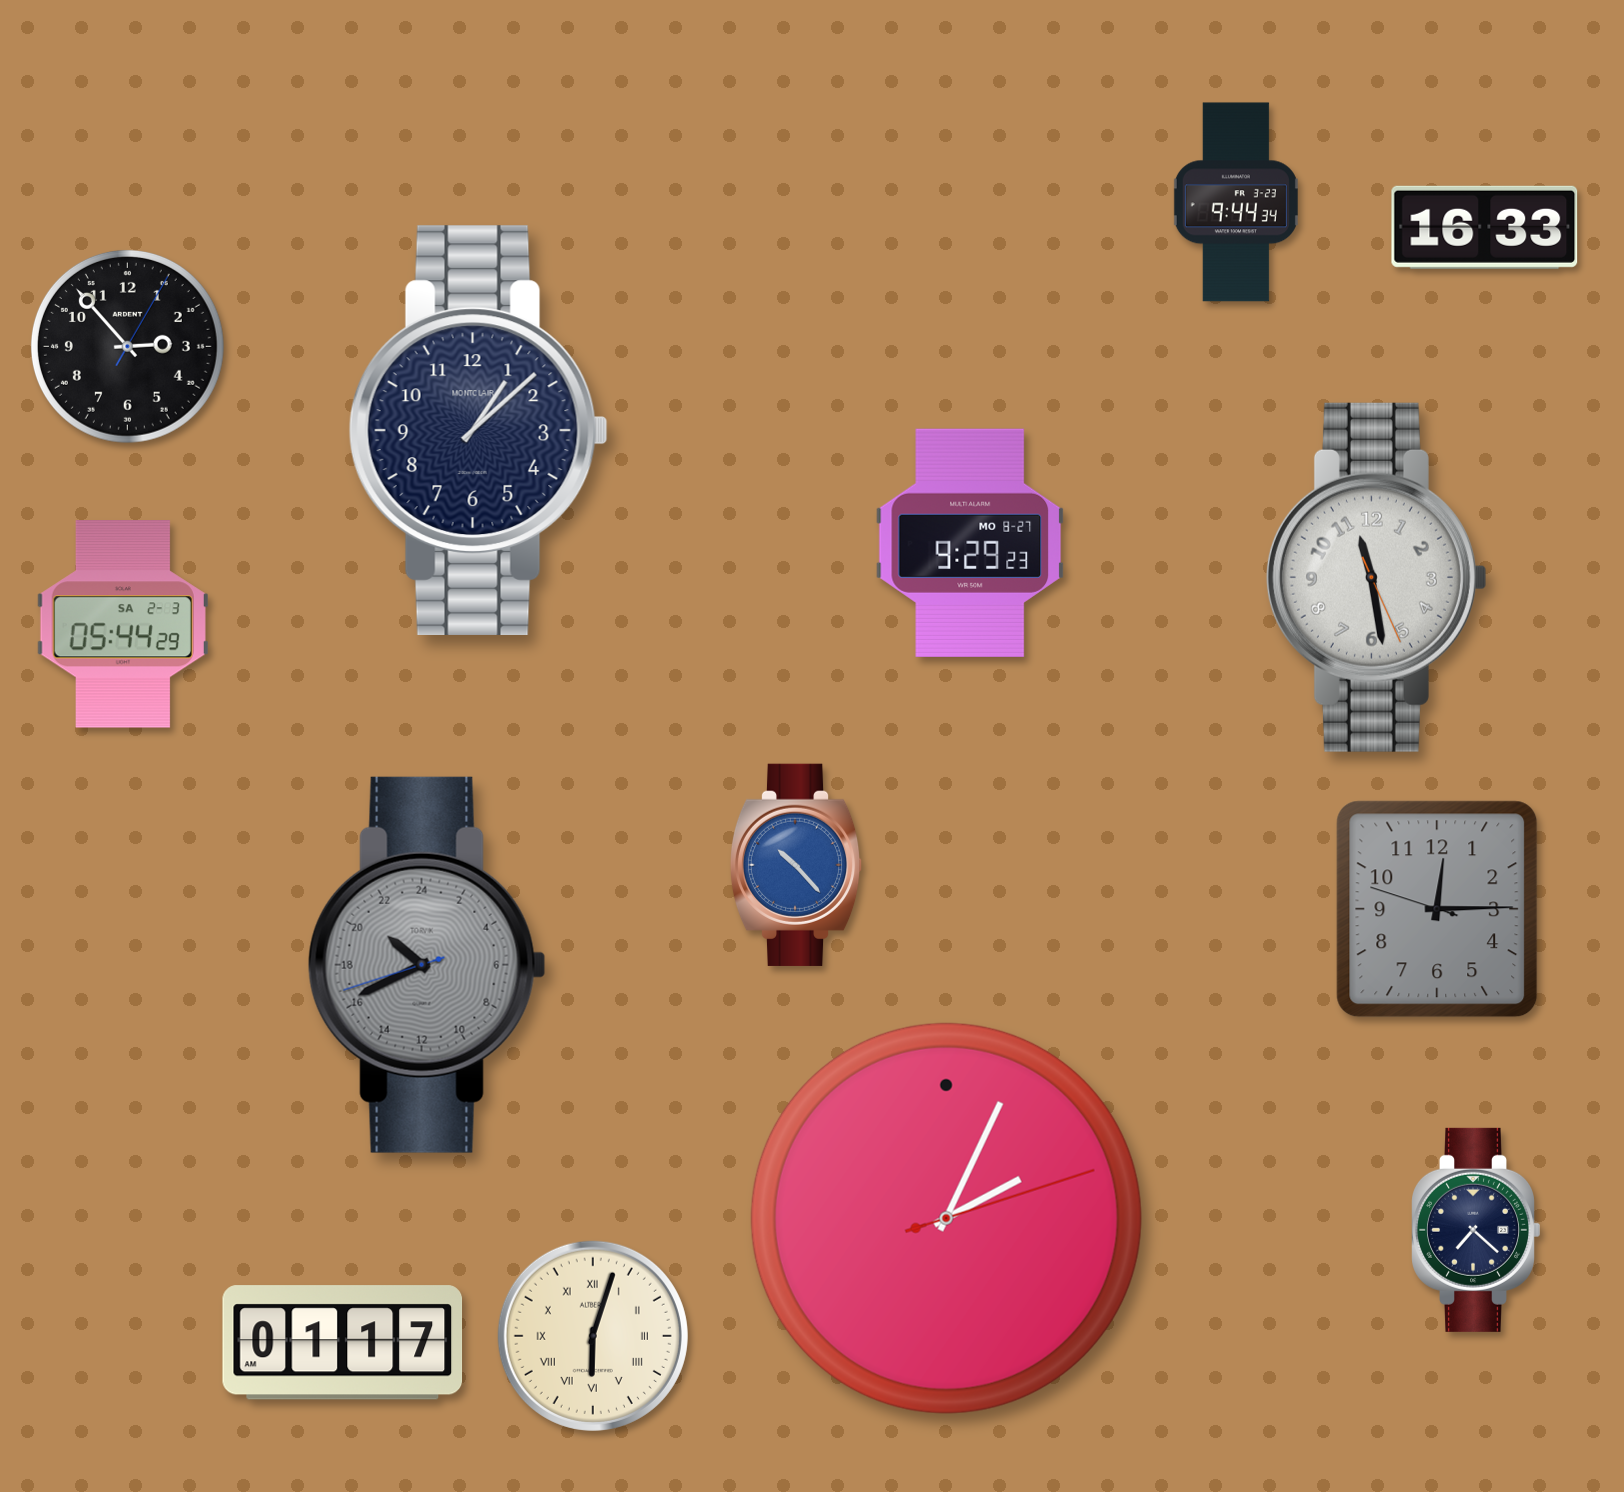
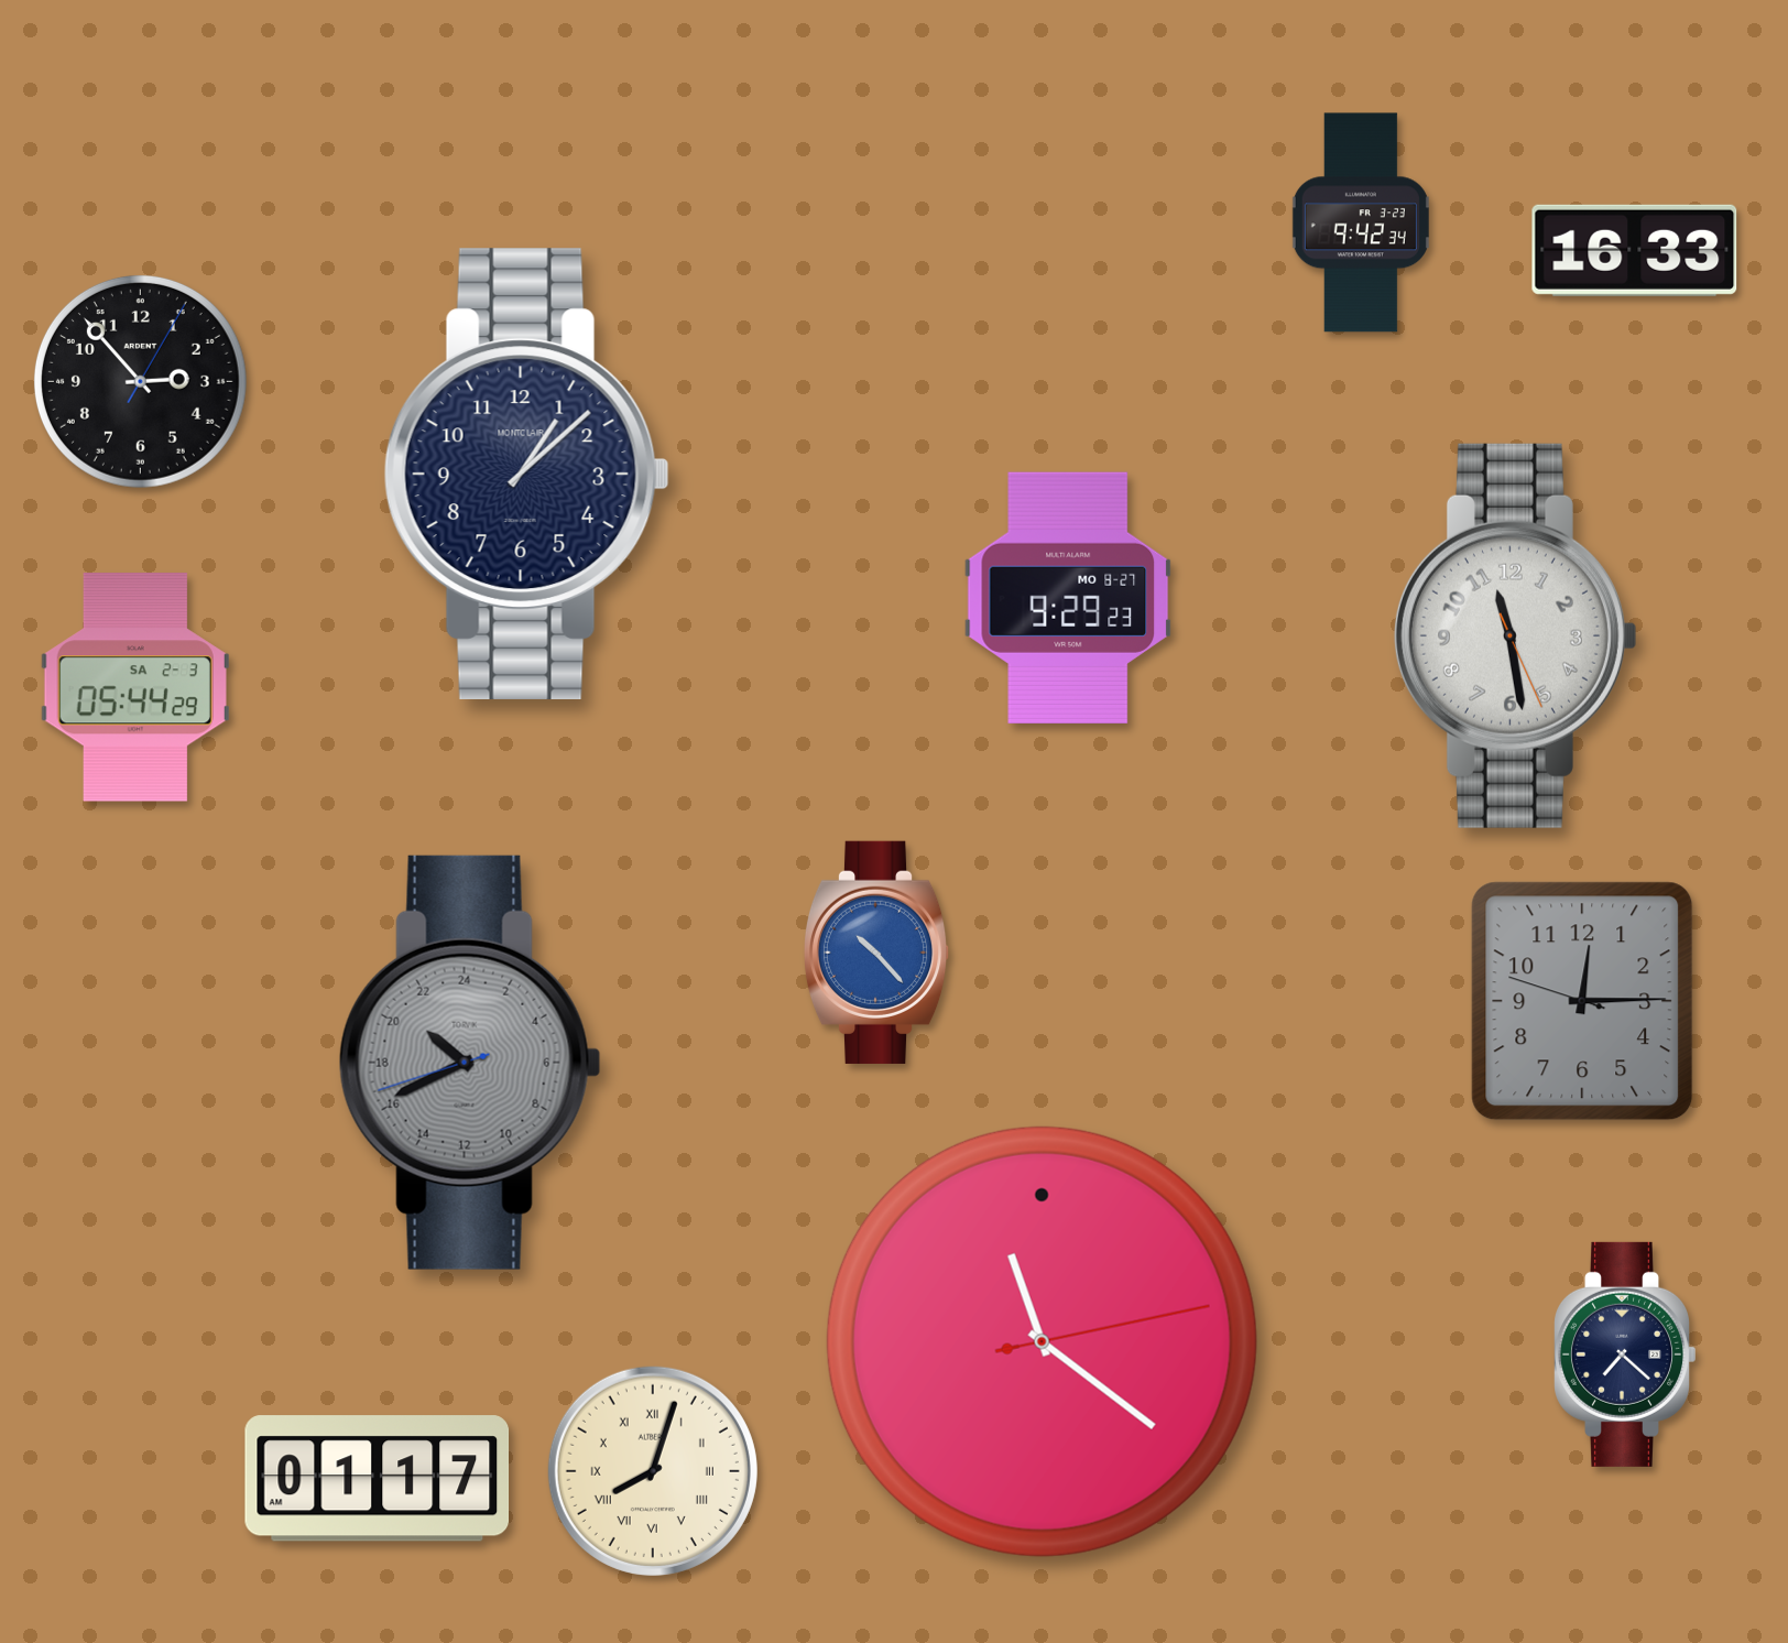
clock at (1236, 202): 9:44 -> 9:42
clock at (946, 1218): 2:04 -> 11:21
clock at (593, 1336): 6:03 -> 8:03
